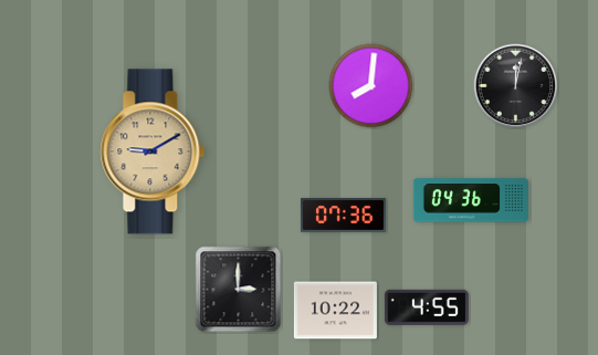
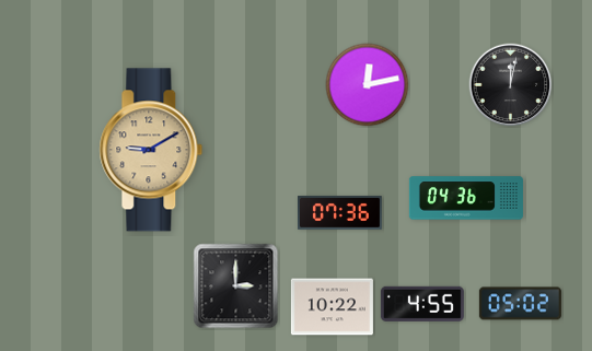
clock at (371, 86): 8:01 -> 12:13
clock at (520, 304): none -> 05:02
